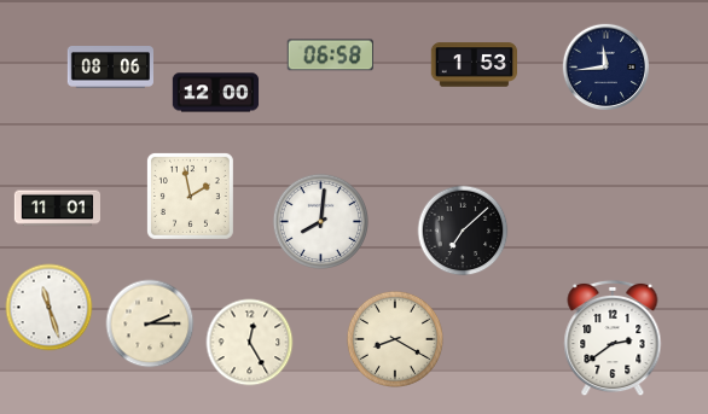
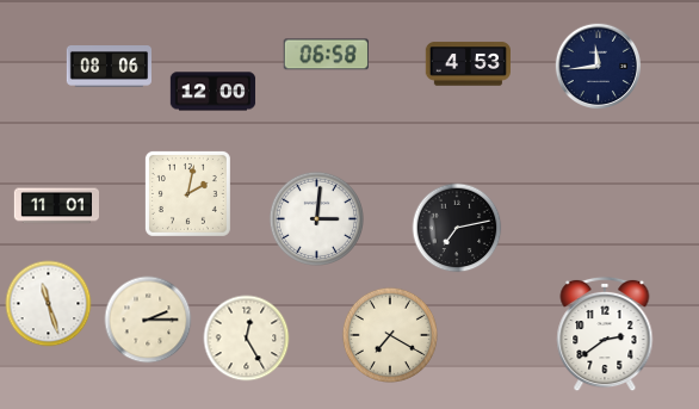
clock at (474, 65): 1:53 -> 4:53
clock at (190, 196): 1:58 -> 2:02
clock at (320, 221): 8:01 -> 3:01
clock at (463, 231): 7:08 -> 7:13
clock at (395, 339): 8:20 -> 7:20
